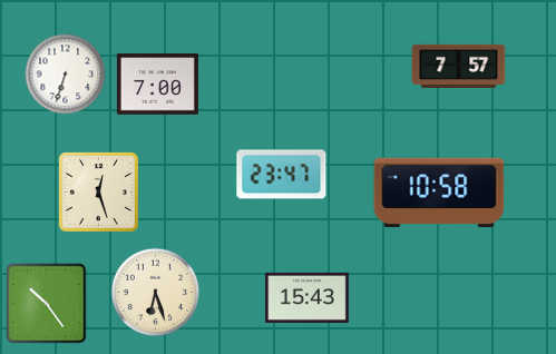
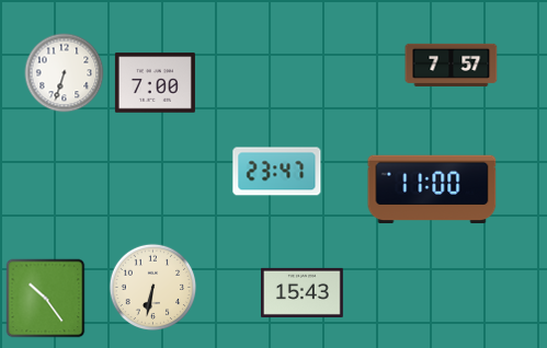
clock at (98, 191): 12:27 -> none
clock at (439, 193): 10:58 -> 11:00
clock at (156, 293): 6:27 -> 6:32
